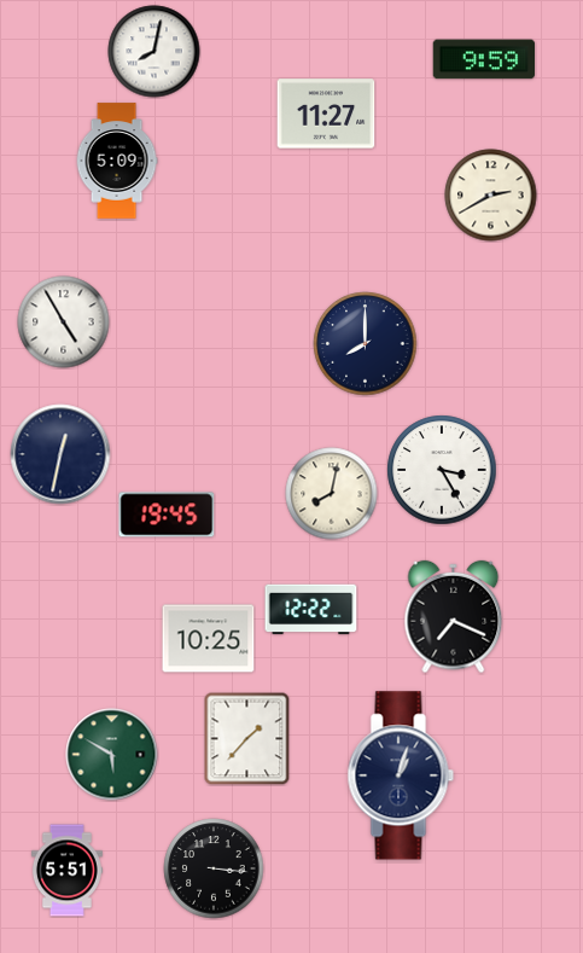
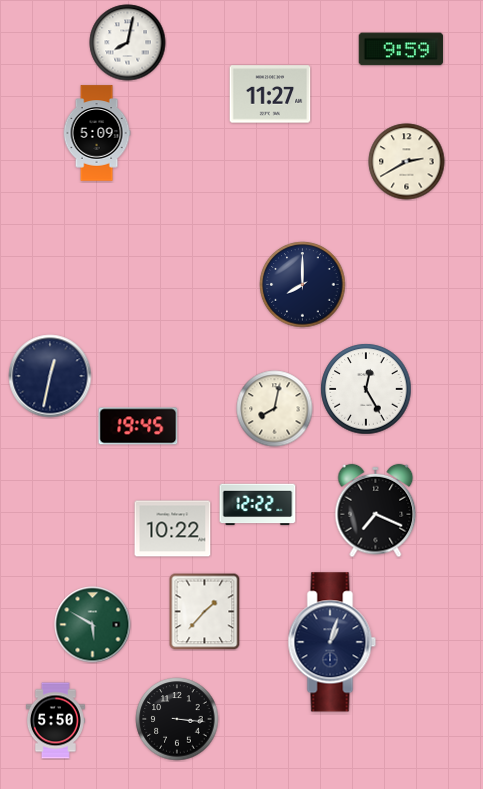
clock at (64, 322): 4:55 -> none
clock at (442, 470): 3:25 -> 12:25
clock at (209, 639): 10:25 -> 10:22
clock at (66, 871): 5:51 -> 5:50
